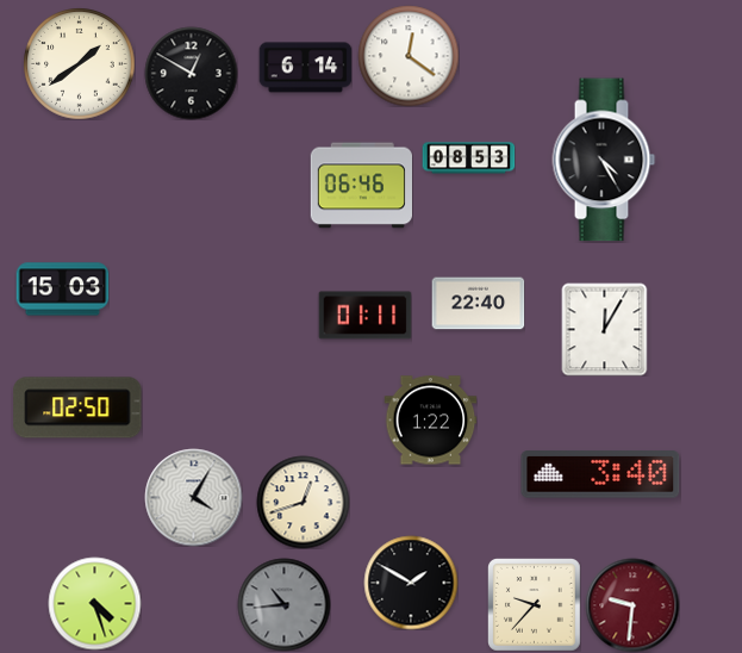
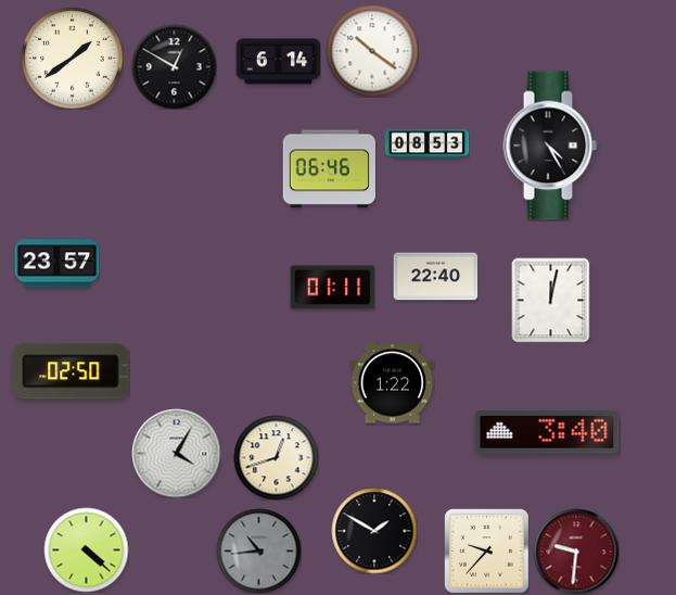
clock at (409, 56): 12:21 -> 10:21
clock at (62, 290): 15:03 -> 23:57
clock at (605, 329): 12:05 -> 12:02
clock at (94, 603): 4:27 -> 4:22
